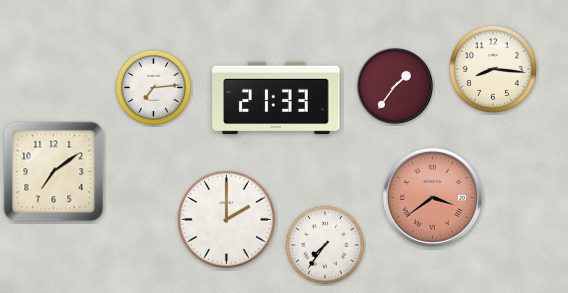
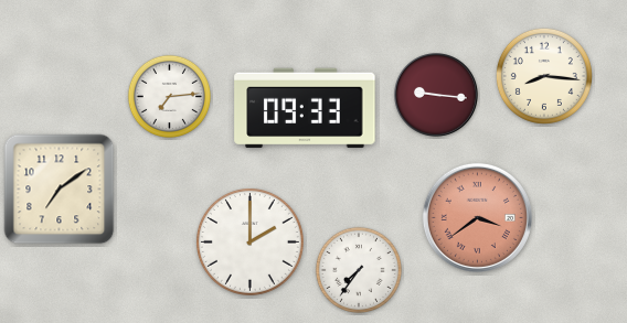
clock at (396, 87): 1:36 -> 9:16
clock at (276, 98): 21:33 -> 09:33
